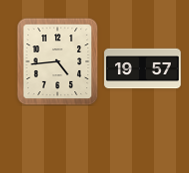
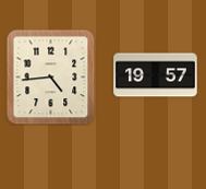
clock at (58, 61) position: (58, 61) -> (51, 76)
